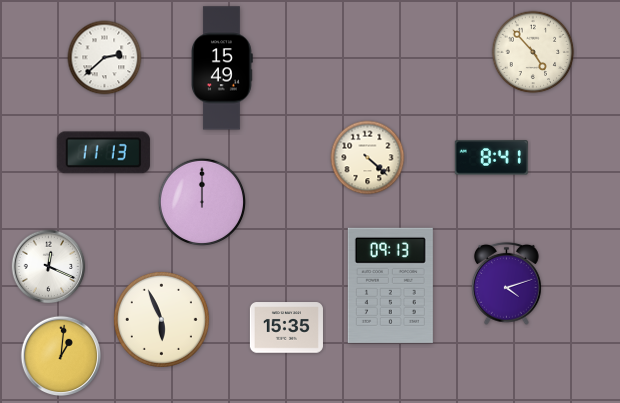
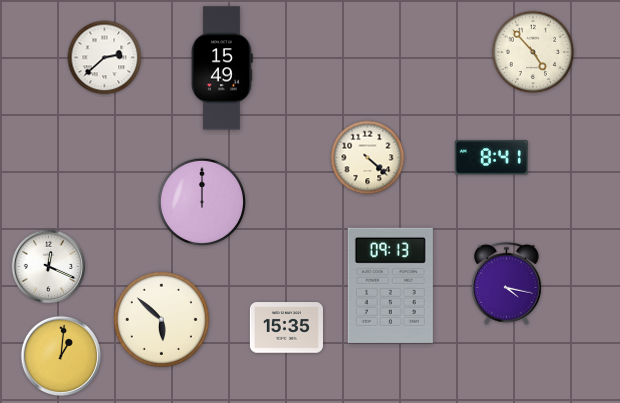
clock at (103, 153): 11:13 -> none
clock at (507, 283): 4:12 -> 4:17
clock at (161, 319): 5:56 -> 5:52
